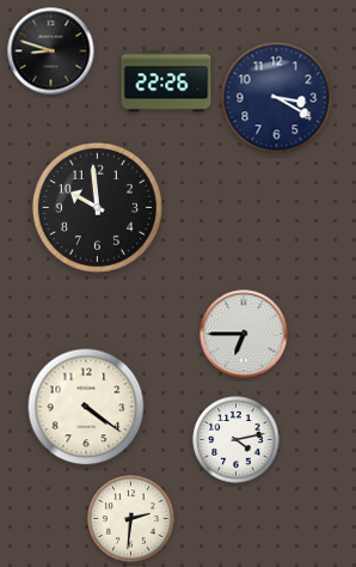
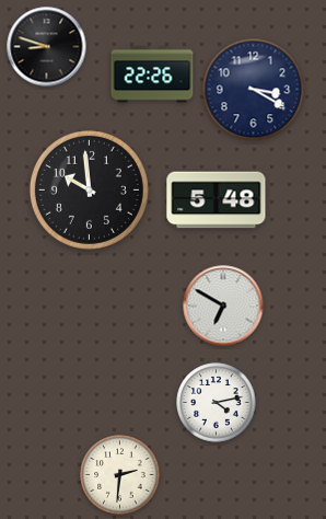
clock at (217, 200): none -> 5:48
clock at (244, 334): 6:45 -> 6:50
clock at (86, 407): 4:21 -> none
